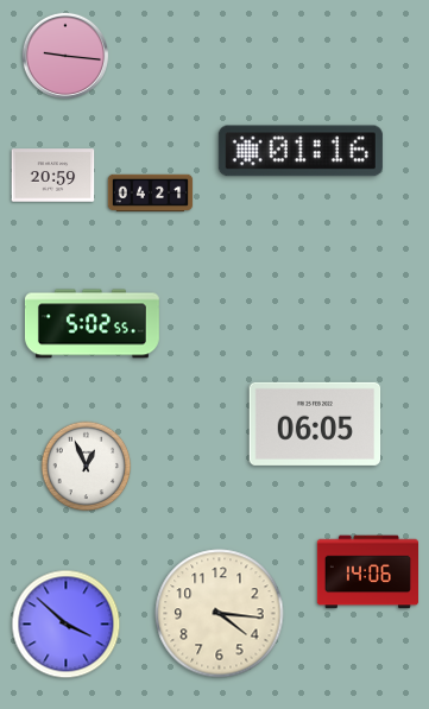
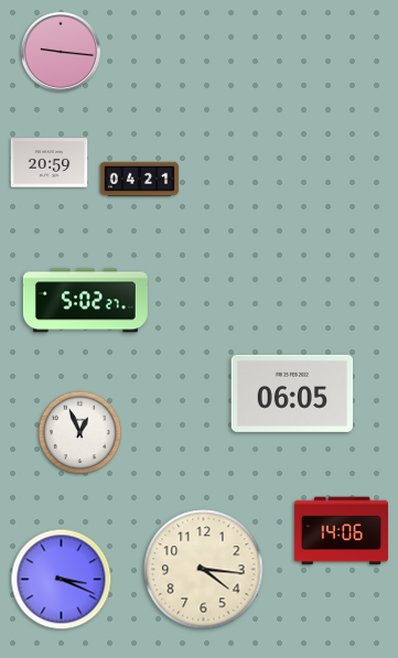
clock at (301, 151): 01:16 -> none
clock at (92, 324): 5:02:55 -> 5:02:27
clock at (67, 625): 3:52 -> 3:19
